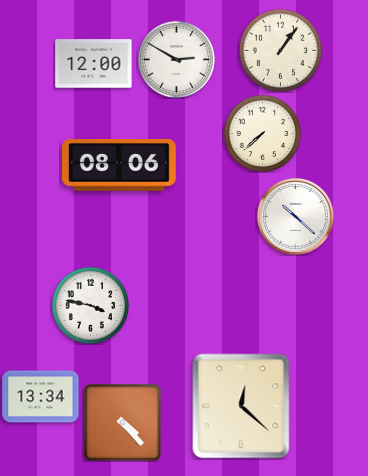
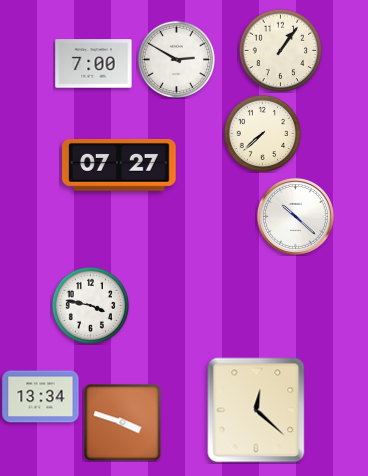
clock at (94, 64): 12:00 -> 7:00
clock at (120, 166): 08:06 -> 07:27
clock at (241, 406) position: (241, 406) -> (256, 410)
clock at (122, 422): 4:23 -> 3:48
